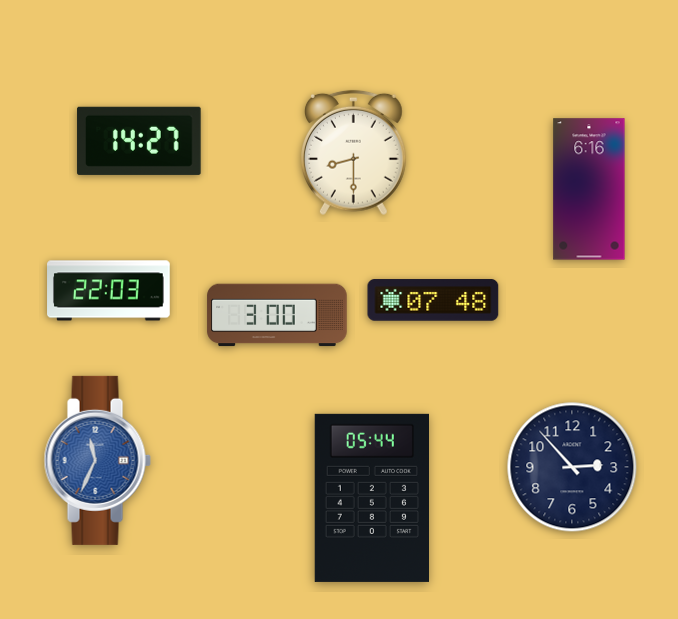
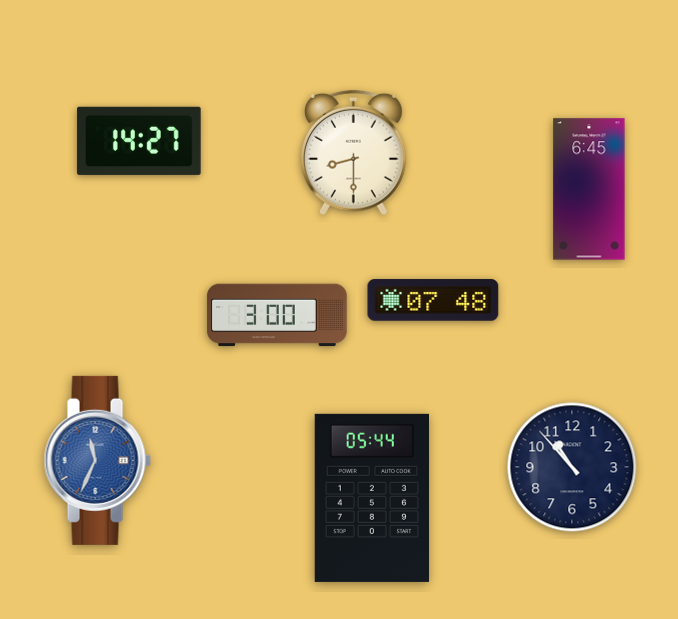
clock at (589, 189): 6:16 -> 6:45
clock at (109, 291): 22:03 -> none
clock at (572, 467): 2:53 -> 10:53
